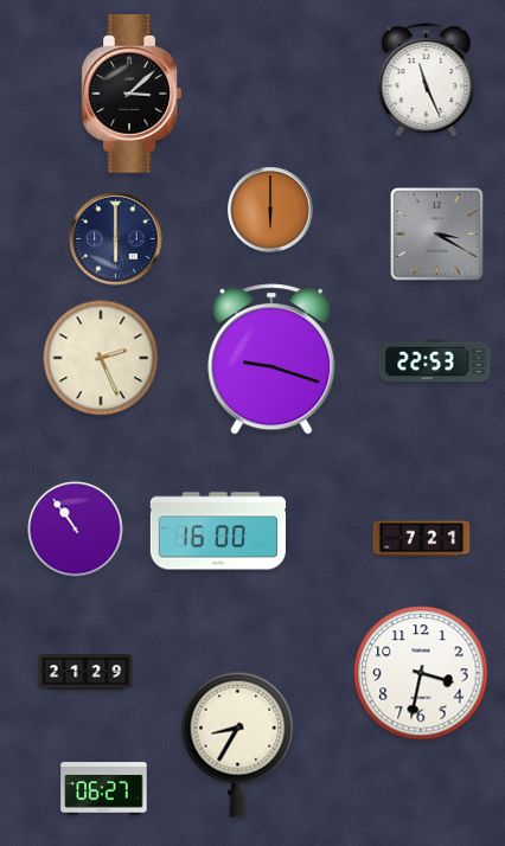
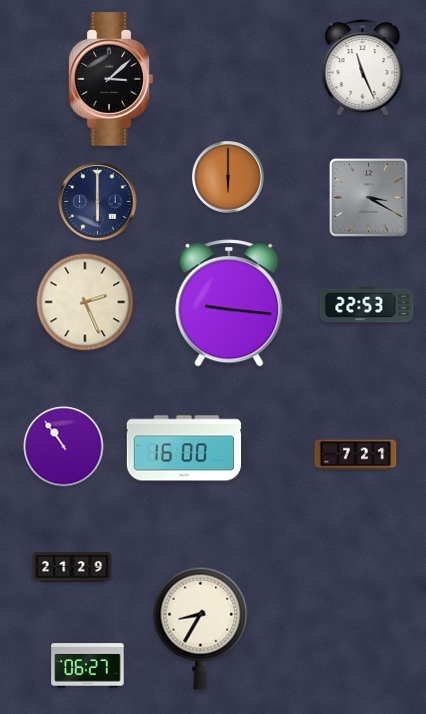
clock at (427, 81) position: (427, 81) -> (363, 68)
clock at (271, 359): 9:18 -> 9:16
clock at (421, 673): 3:32 -> none
